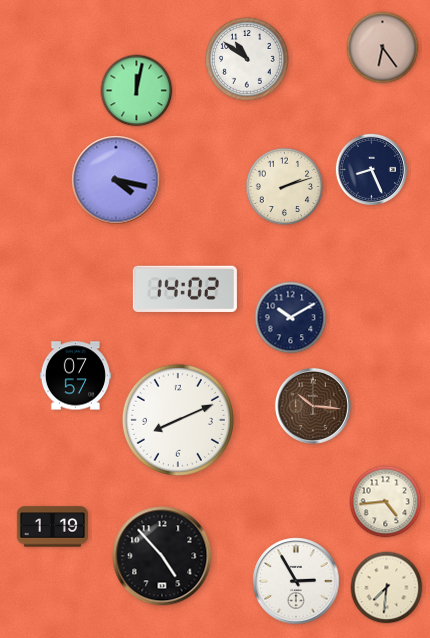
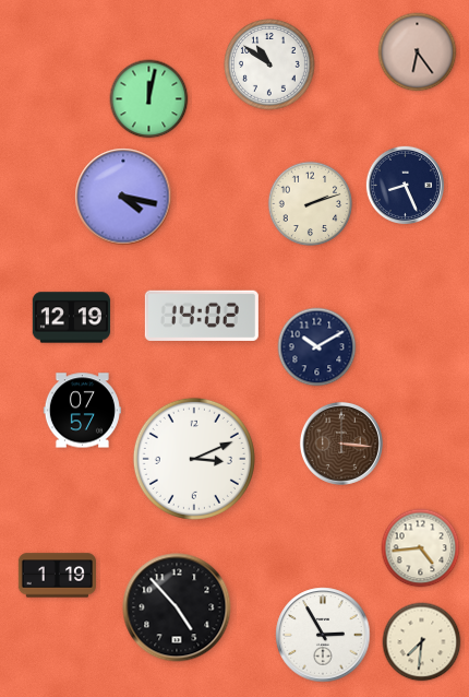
clock at (116, 180) position: (116, 180) -> (123, 197)
clock at (71, 318): none -> 12:19
clock at (313, 406): 10:16 -> 3:16
clock at (178, 420): 8:11 -> 3:11
